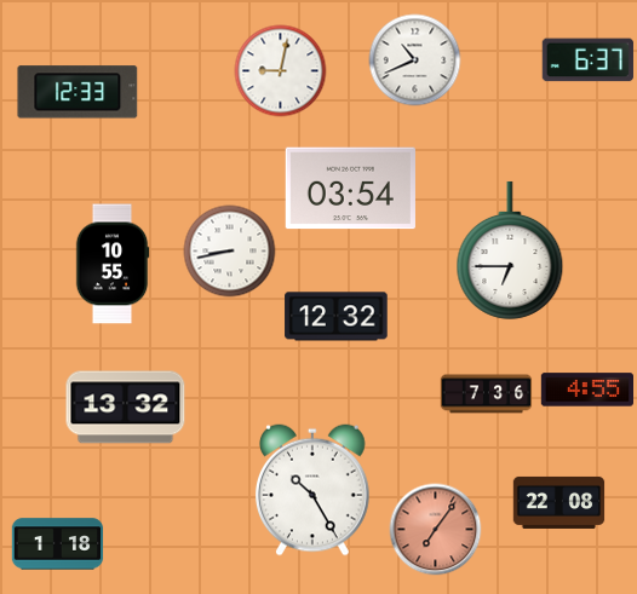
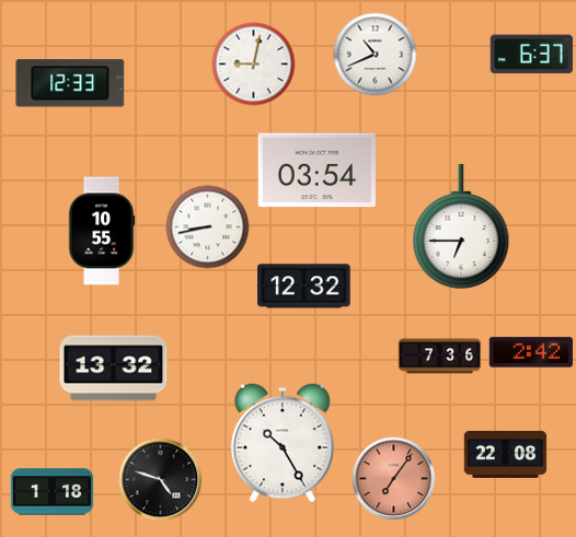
clock at (113, 264) position: (113, 264) -> (102, 231)
clock at (586, 390): 4:55 -> 2:42
clock at (161, 480): none -> 4:48
